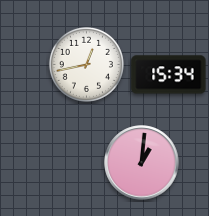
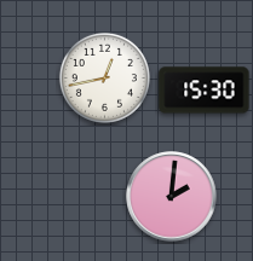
clock at (169, 75): 15:34 -> 15:30
clock at (142, 163): 1:01 -> 2:01
